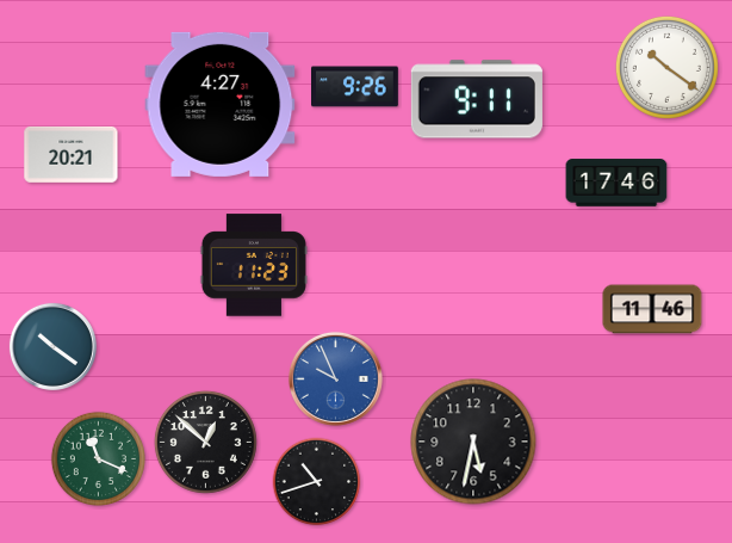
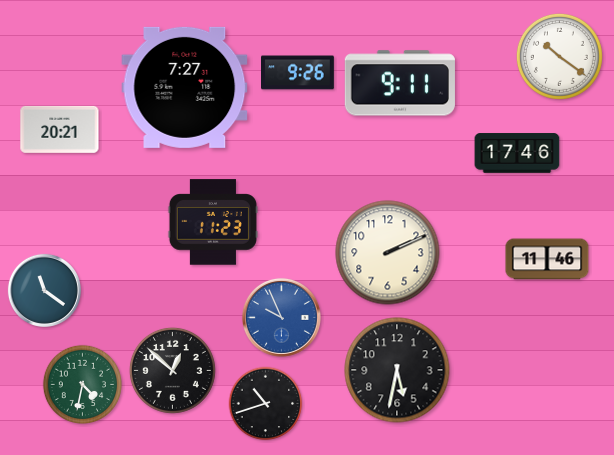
clock at (221, 104): 4:27 -> 7:27
clock at (388, 253): none -> 2:11
clock at (52, 346): 10:21 -> 11:21
clock at (98, 458): 11:19 -> 4:32
